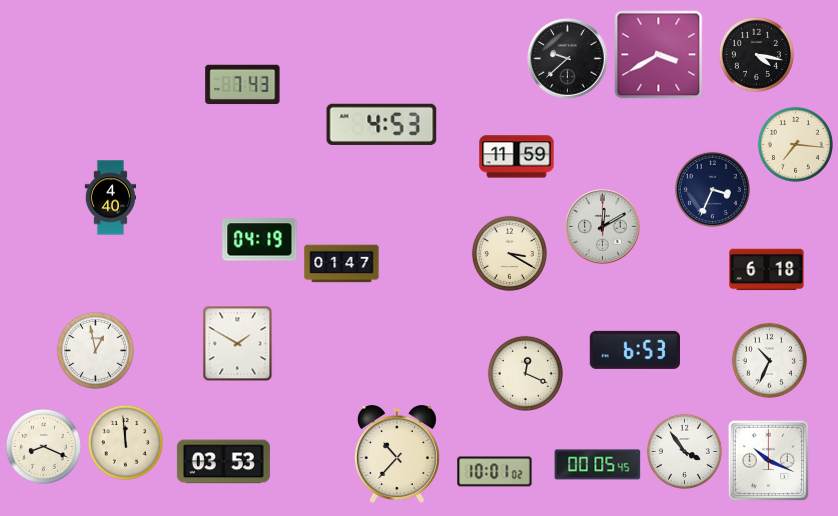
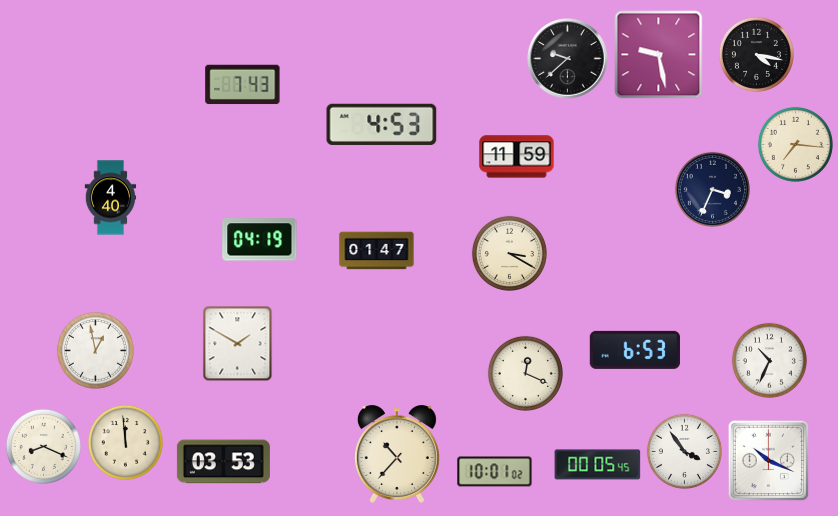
clock at (659, 55): 3:40 -> 9:28
clock at (603, 227): 12:10 -> none
clock at (342, 264) position: (342, 264) -> (377, 251)
clock at (767, 270): 6:18 -> none
